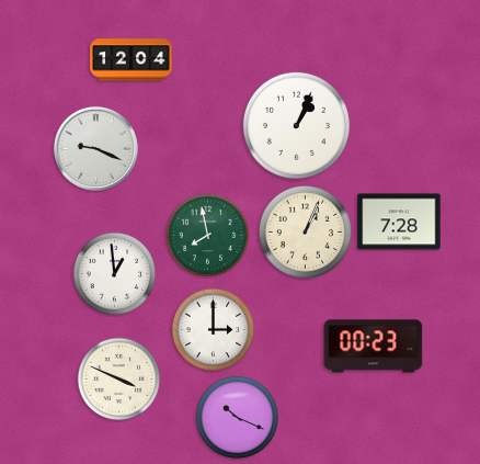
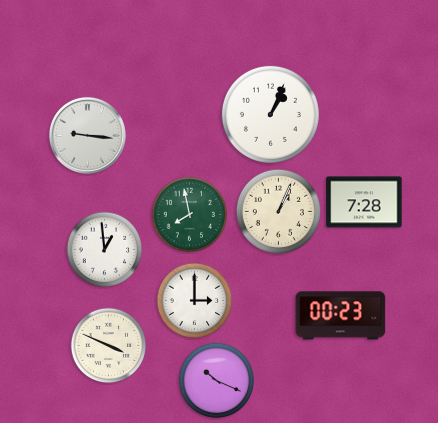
clock at (132, 60): 12:04 -> none
clock at (95, 148): 9:19 -> 9:16
